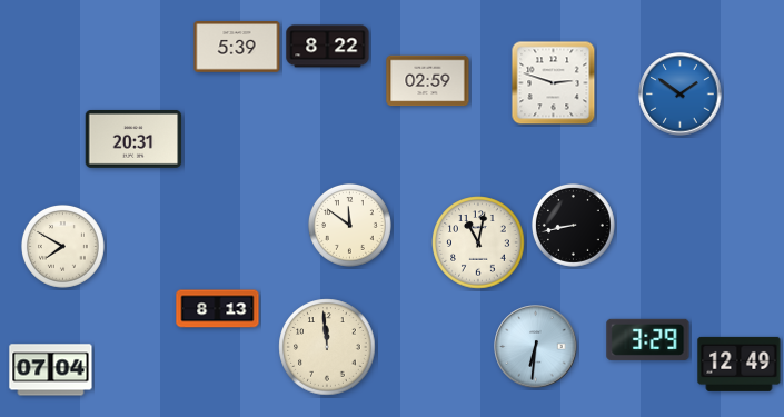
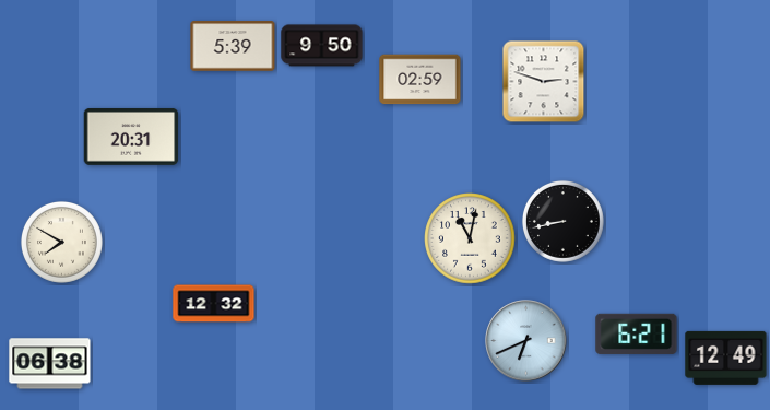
clock at (328, 47): 8:22 -> 9:50
clock at (681, 95): 1:51 -> none
clock at (349, 225): 11:51 -> none
clock at (218, 309): 8:13 -> 12:32
clock at (648, 339): 3:29 -> 6:21
clock at (327, 347): 11:59 -> none
clock at (536, 347): 6:31 -> 6:41
clock at (51, 370): 07:04 -> 06:38
